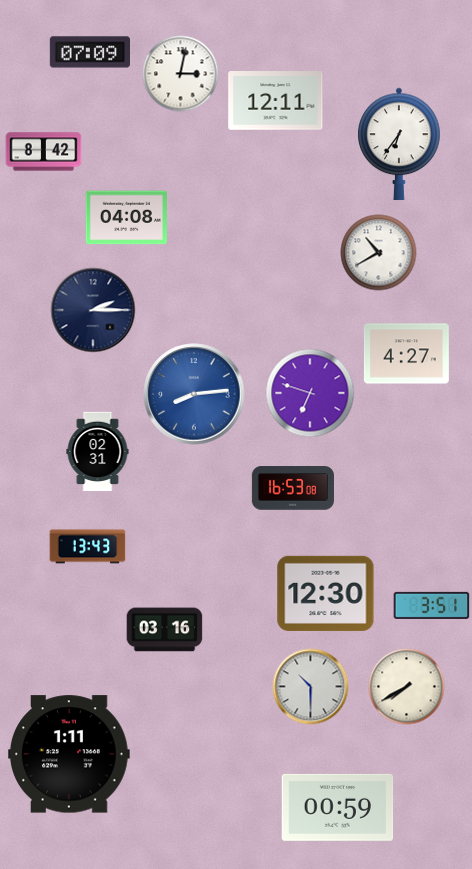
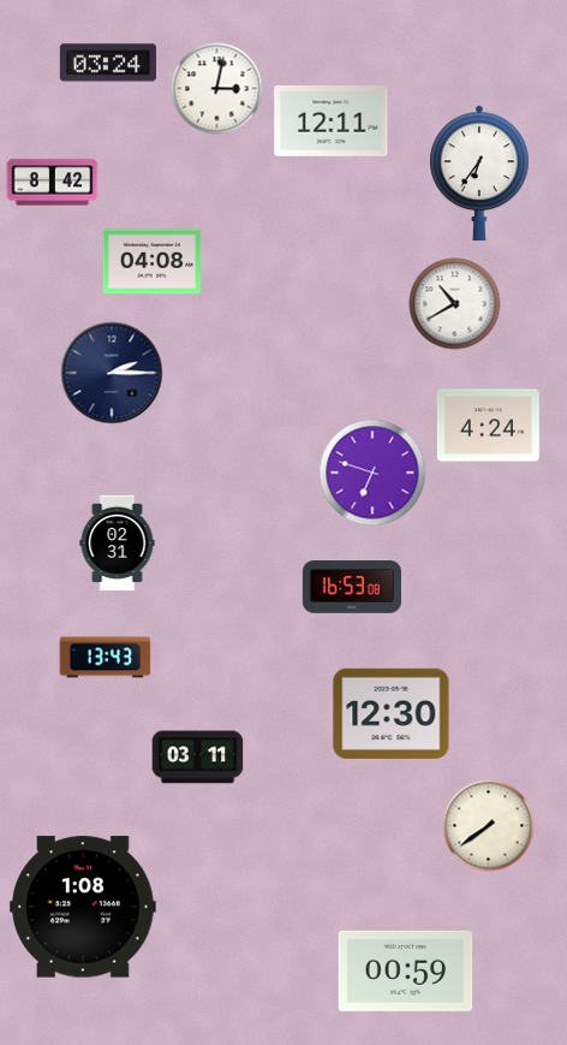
clock at (89, 52): 07:09 -> 03:24
clock at (406, 354): 4:27 -> 4:24
clock at (194, 394): 8:14 -> none
clock at (432, 605): 3:51 -> none
clock at (165, 630): 03:16 -> 03:11
clock at (311, 687): 10:30 -> none
clock at (407, 687): 7:40 -> 7:39
clock at (69, 754): 1:11 -> 1:08
